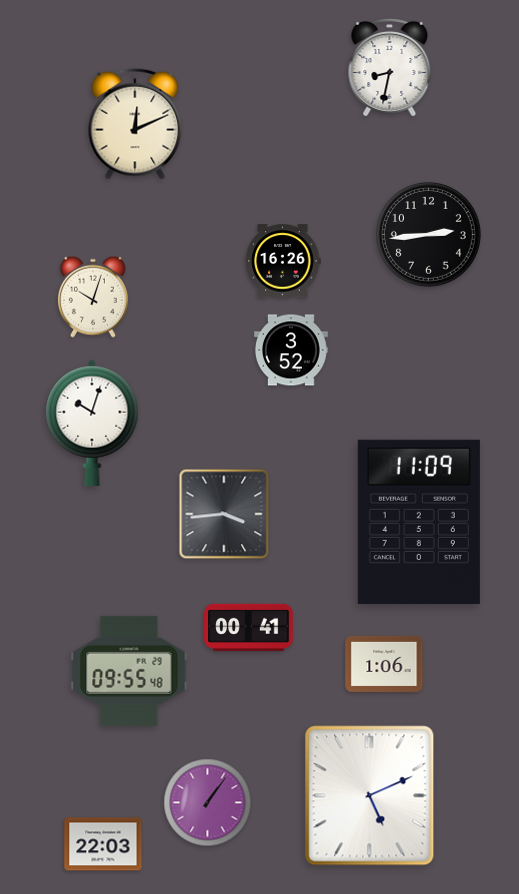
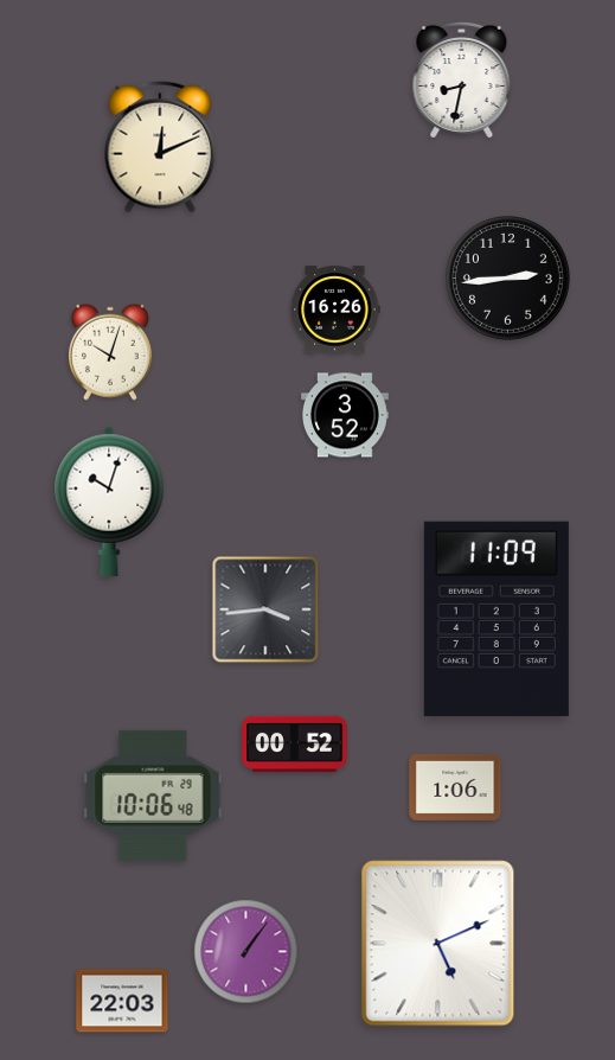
clock at (249, 627): 00:41 -> 00:52
clock at (129, 671): 09:55 -> 10:06
